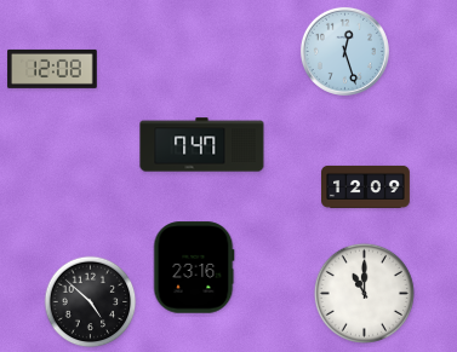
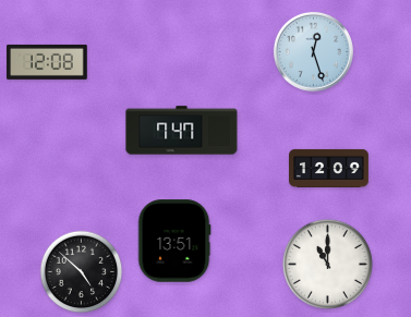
clock at (344, 51) position: (344, 51) -> (313, 51)
clock at (194, 267): 23:16 -> 13:51
